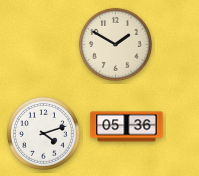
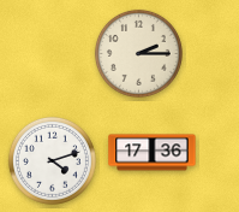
clock at (115, 44): 1:50 -> 2:15
clock at (127, 127): 05:36 -> 17:36
